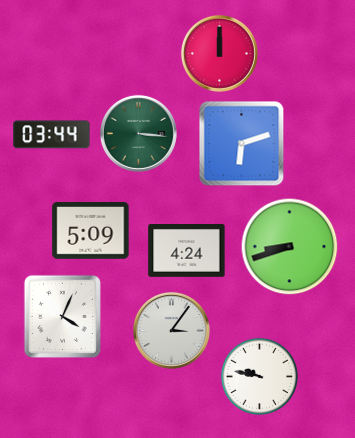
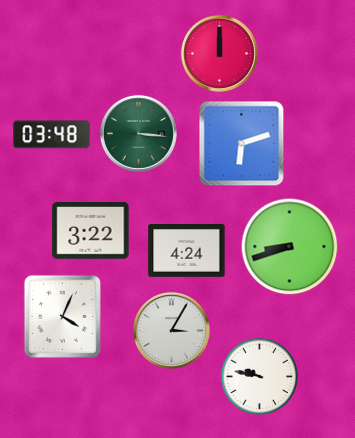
clock at (52, 135): 03:44 -> 03:48
clock at (91, 231): 5:09 -> 3:22
clock at (171, 330): 3:06 -> 3:05
